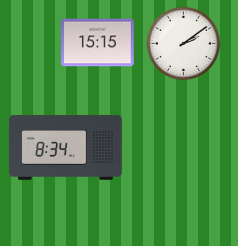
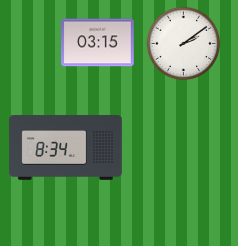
clock at (98, 43): 15:15 -> 03:15
